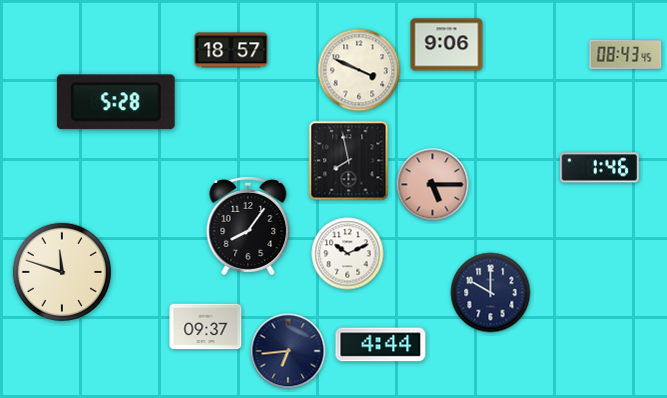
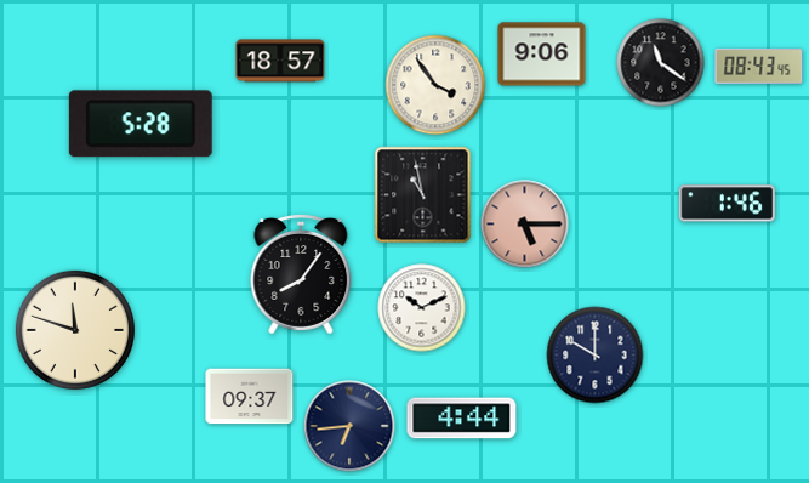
clock at (661, 63): none -> 11:21
clock at (359, 70): 3:49 -> 3:54
clock at (349, 161): 7:58 -> 10:58
